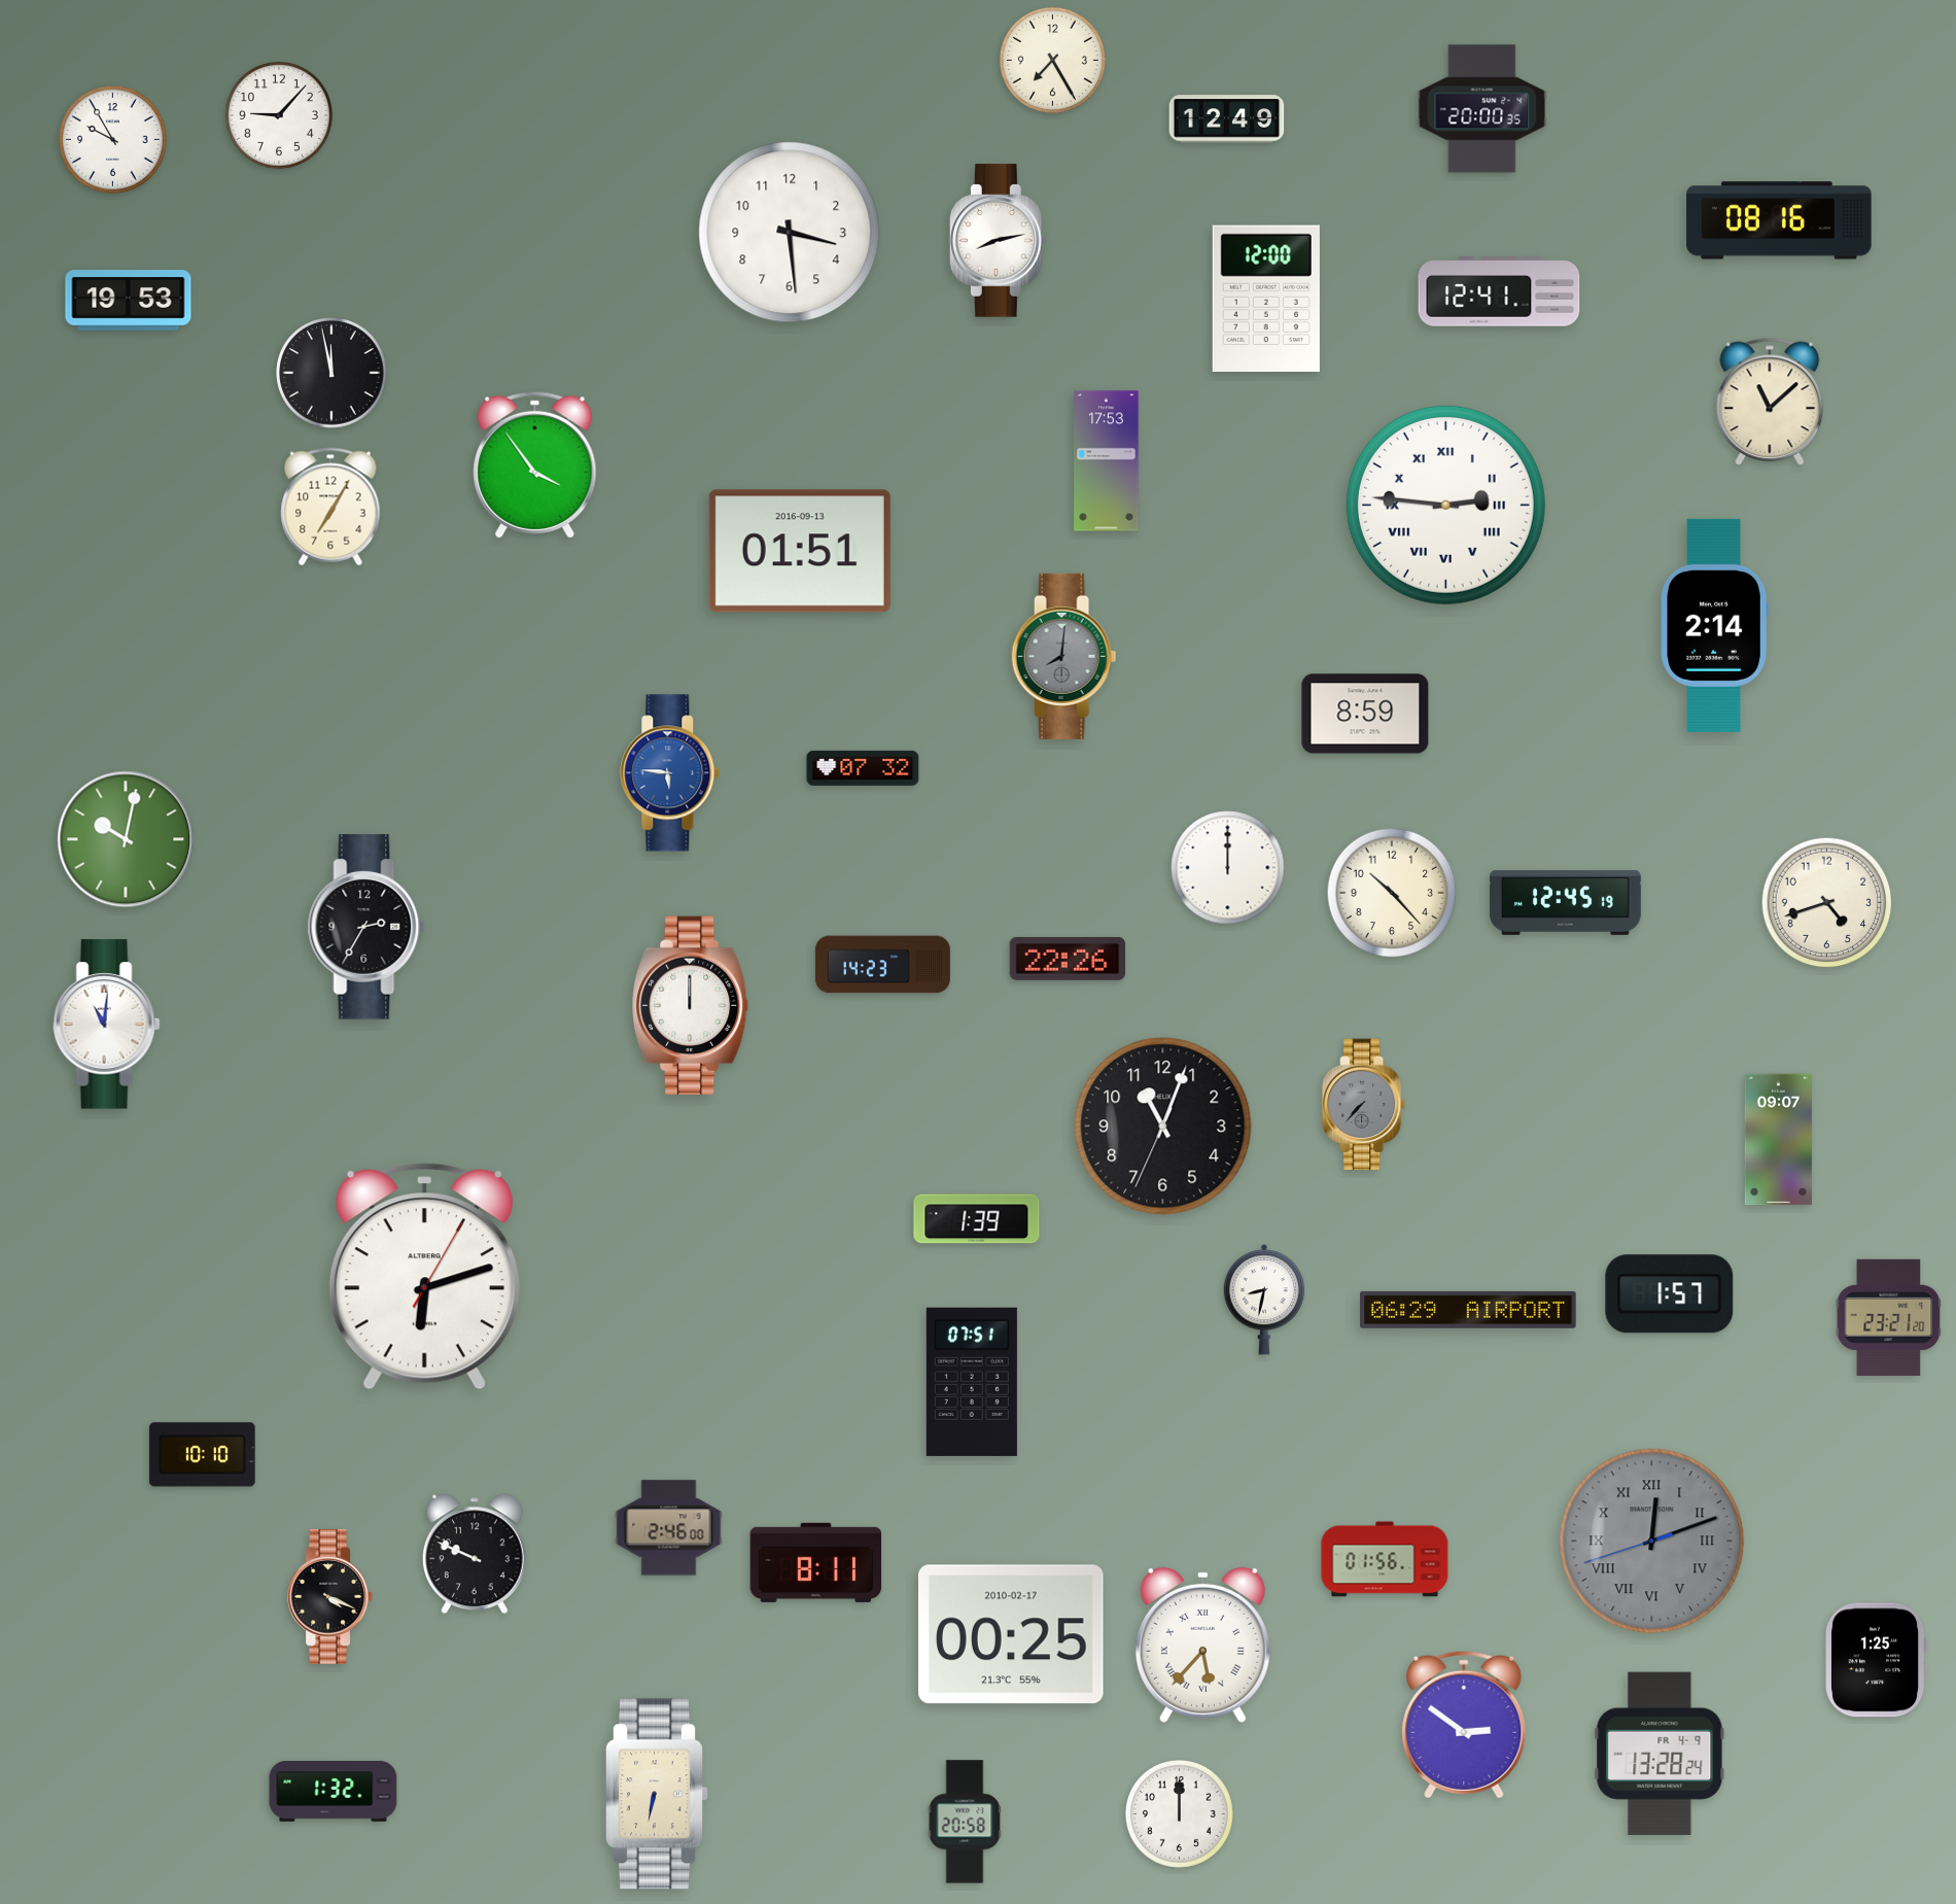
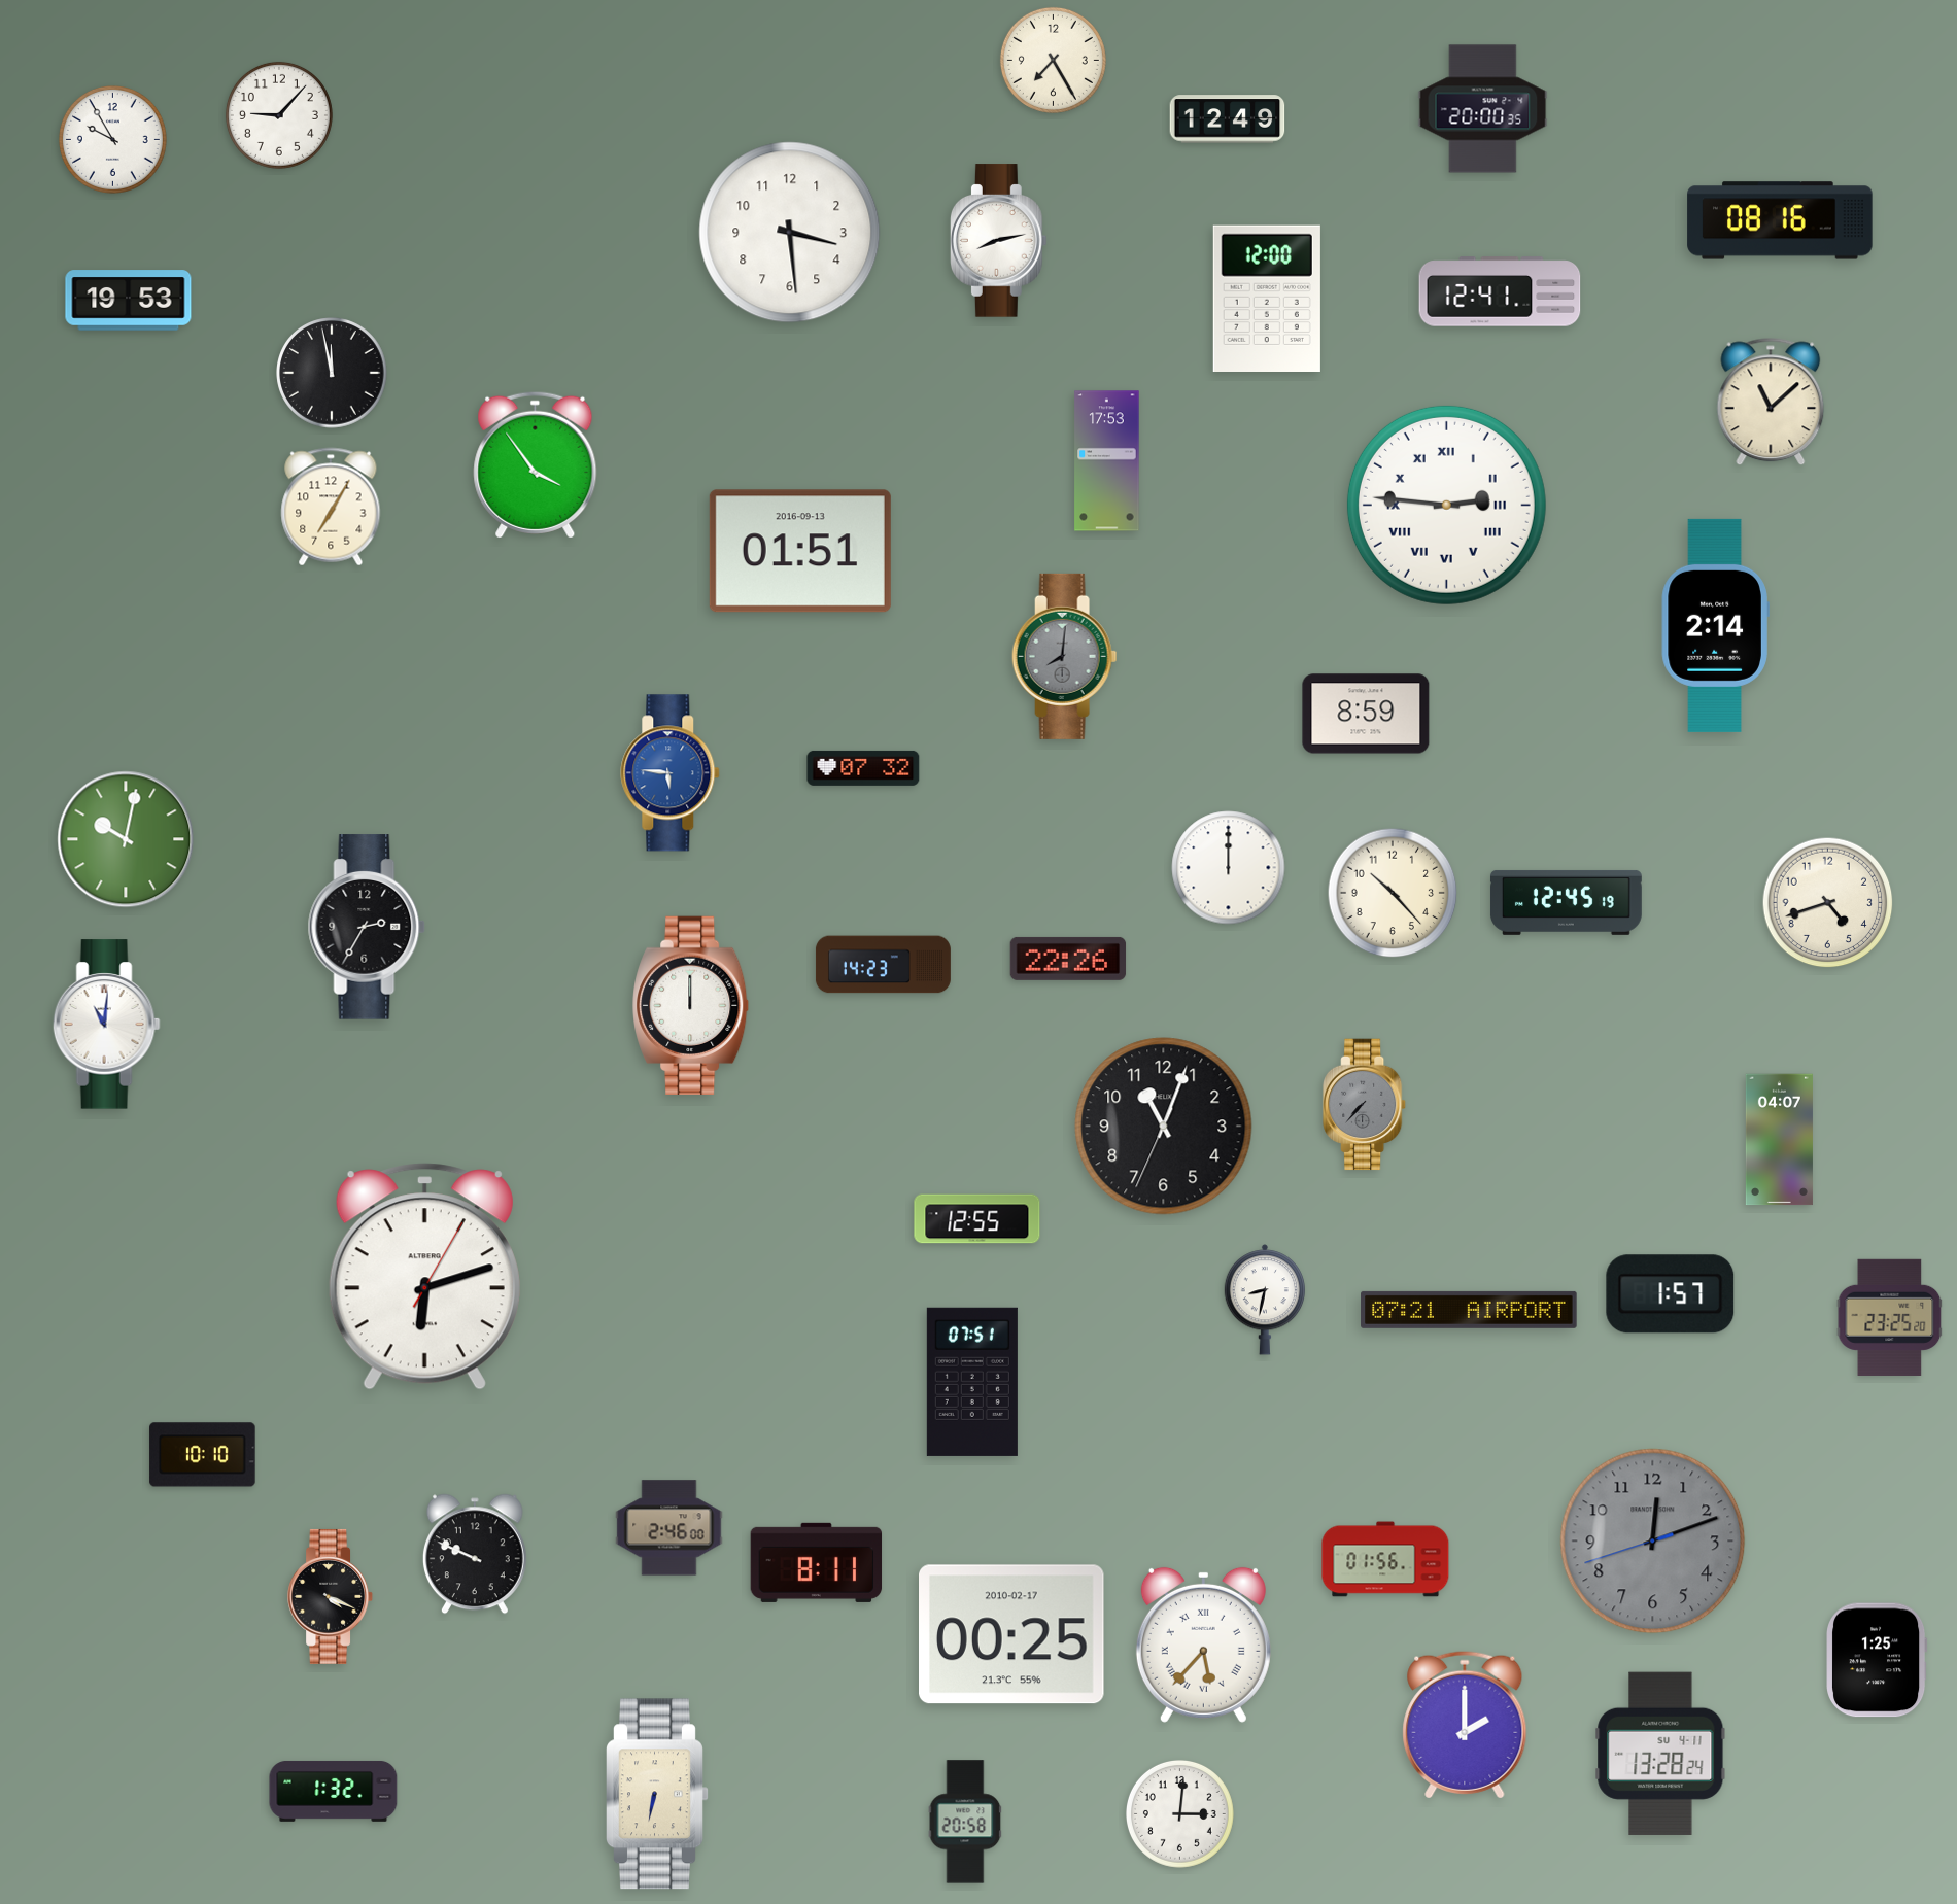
clock at (1778, 1140): 09:07 -> 04:07
clock at (977, 1219): 1:39 -> 12:55
clock at (1468, 1310): 06:29 -> 07:21
clock at (1889, 1317): 23:21 -> 23:25
clock at (1652, 1542) numerals: Roman -> Arabic
clock at (1464, 1725): 2:51 -> 2:00
clock at (1660, 1754) date: FR 4-9 -> SU 4-11
clock at (1179, 1813): 12:00 -> 3:01
